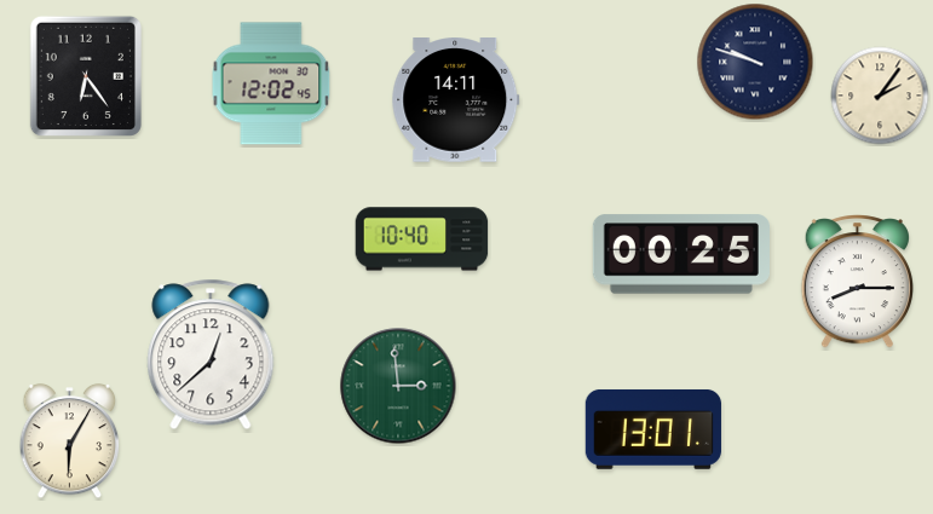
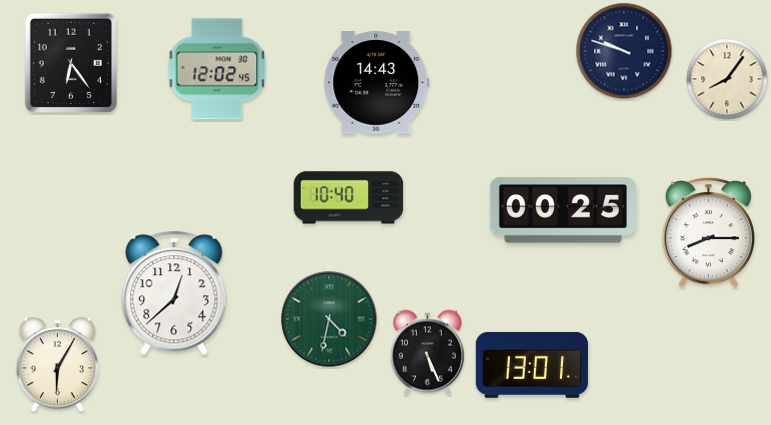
clock at (271, 83) position: (271, 83) -> (217, 69)
clock at (880, 96): 2:06 -> 8:06
clock at (456, 100): 14:11 -> 14:43
clock at (398, 386): 2:59 -> 4:32
clock at (427, 353): none -> 5:26
clock at (653, 429) position: (653, 429) -> (532, 365)
